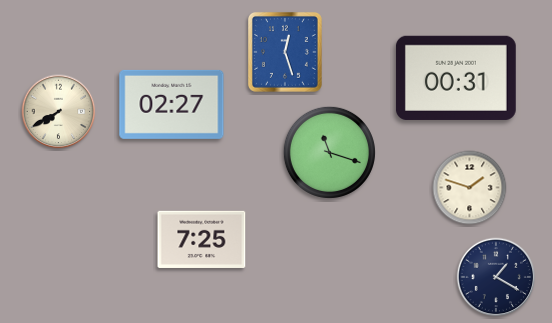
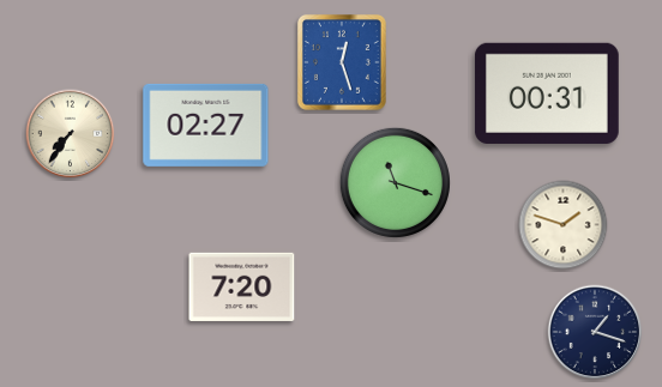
clock at (59, 112): 7:40 -> 7:36
clock at (202, 239): 7:25 -> 7:20
clock at (496, 277): 1:20 -> 1:18
